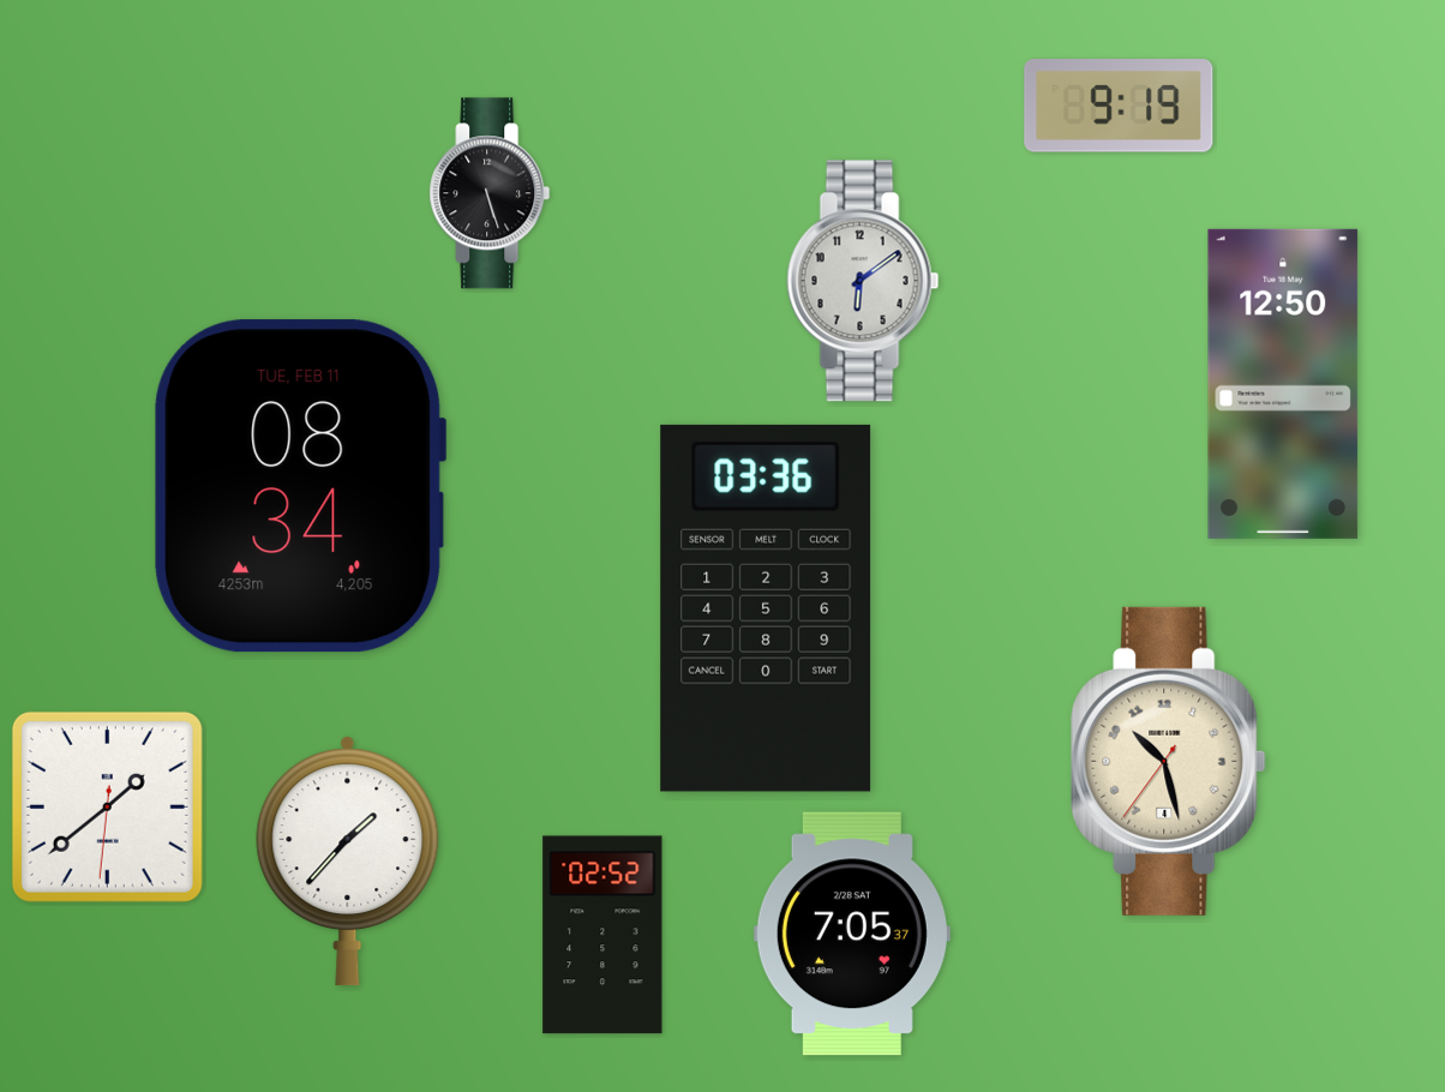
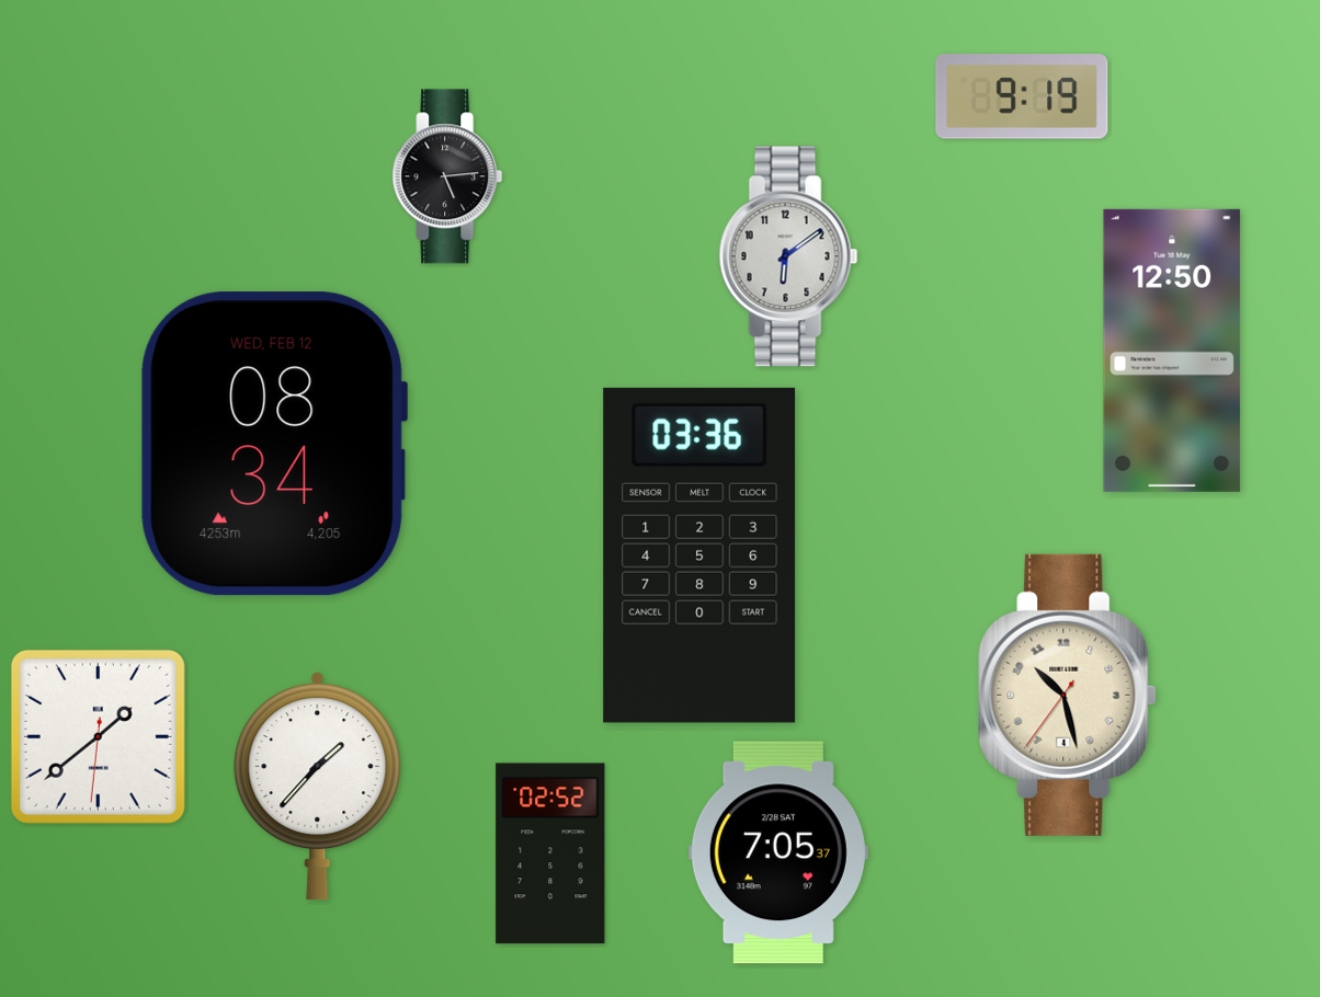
clock at (490, 193): 5:27 -> 5:14
clock at (300, 486) date: TUE, FEB 11 -> WED, FEB 12
